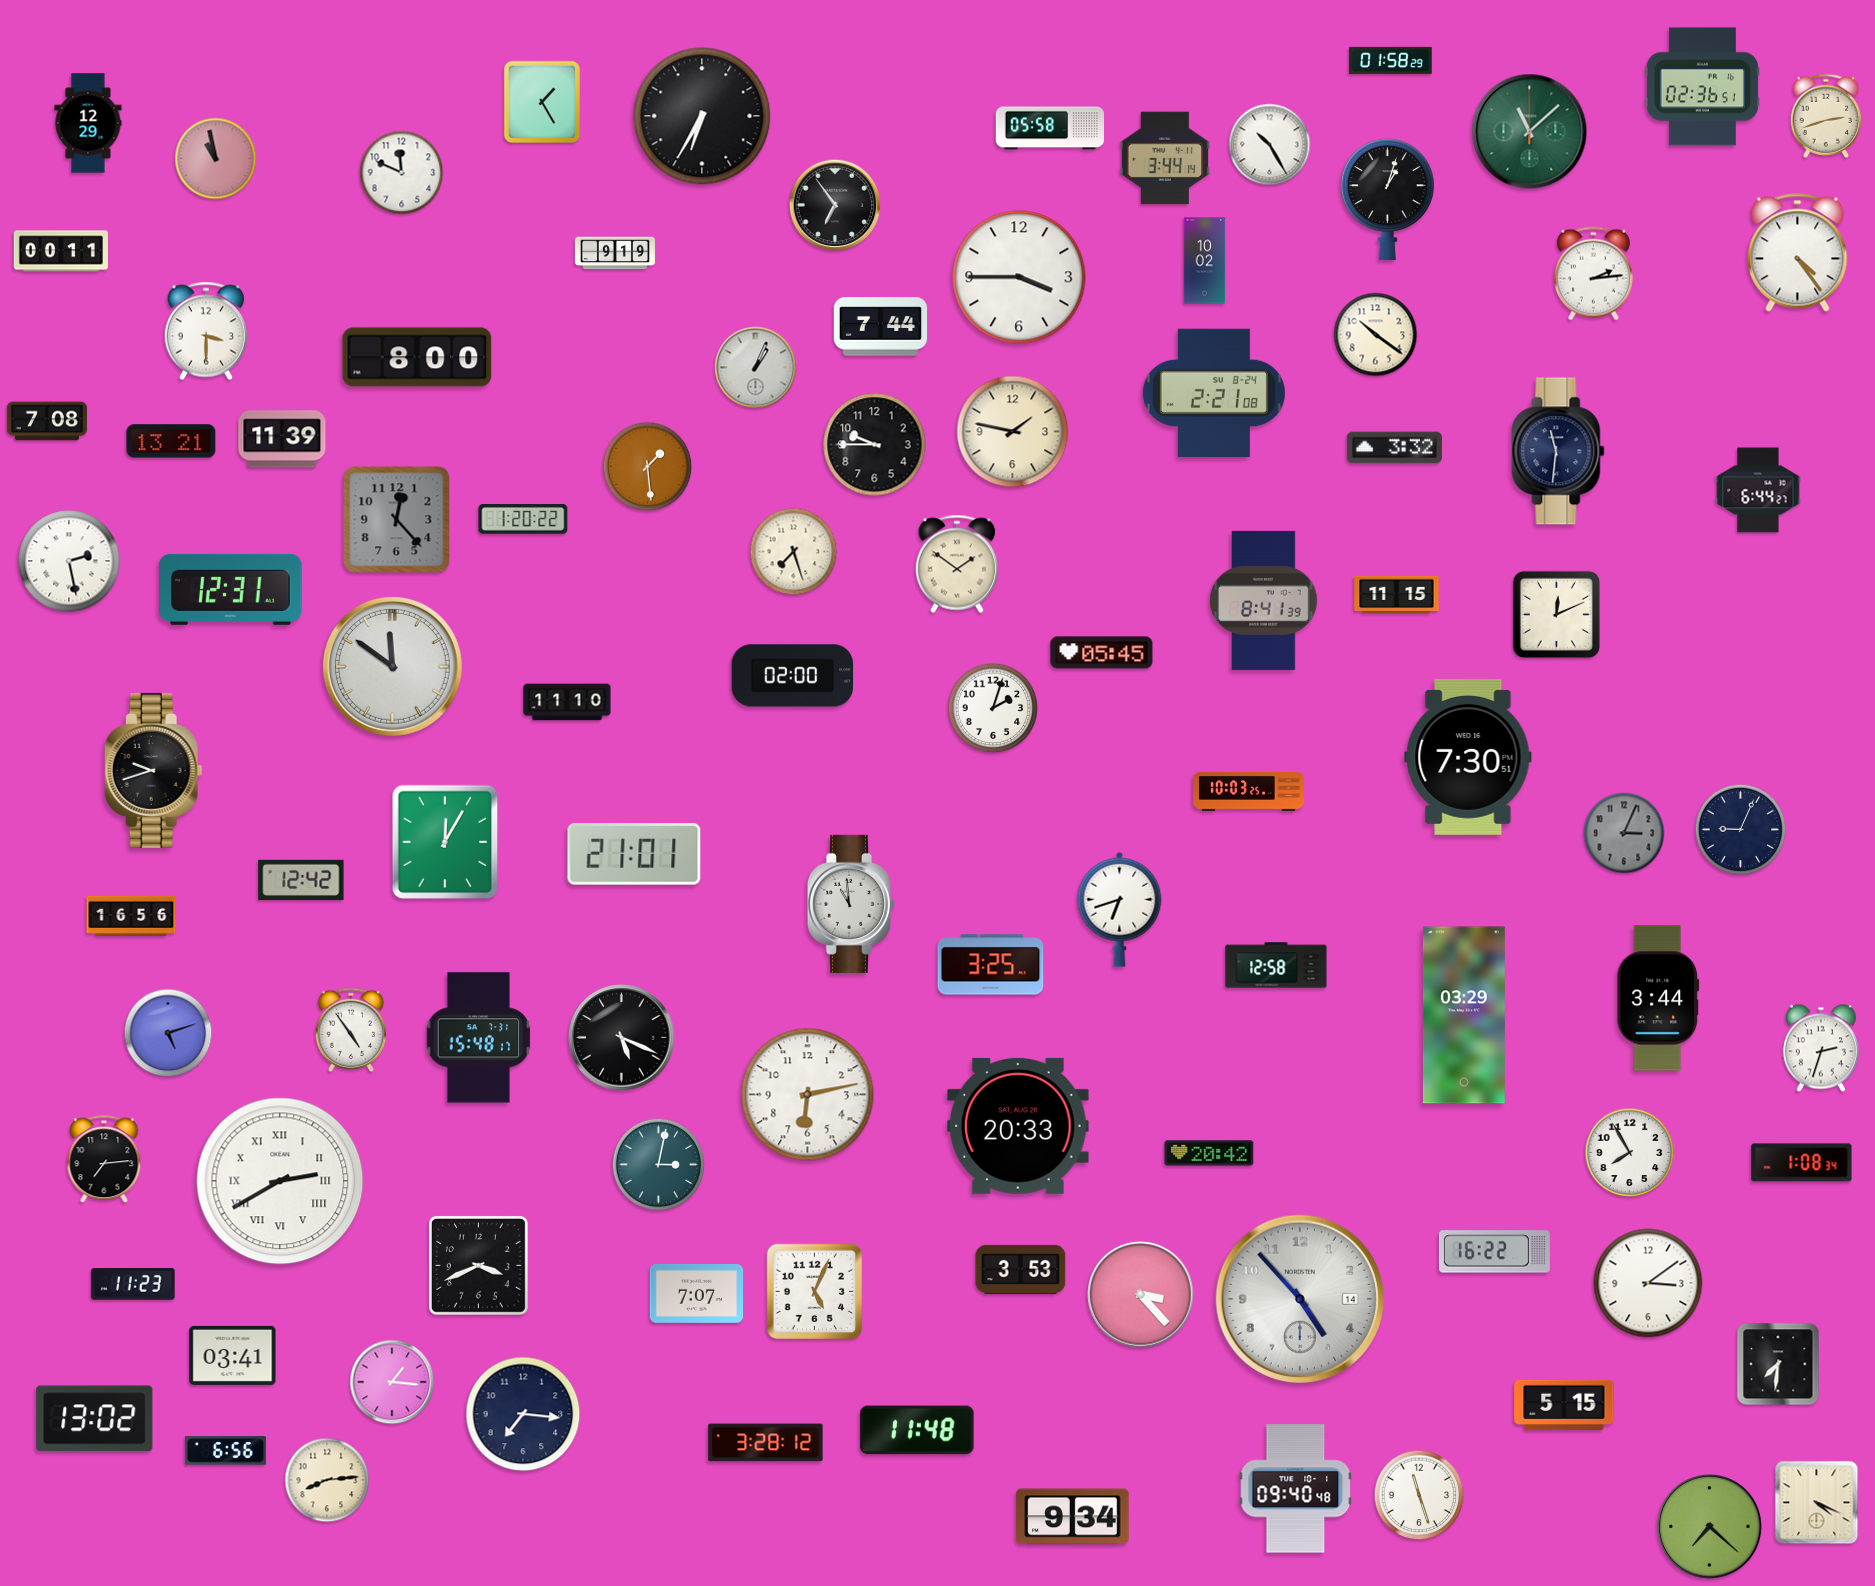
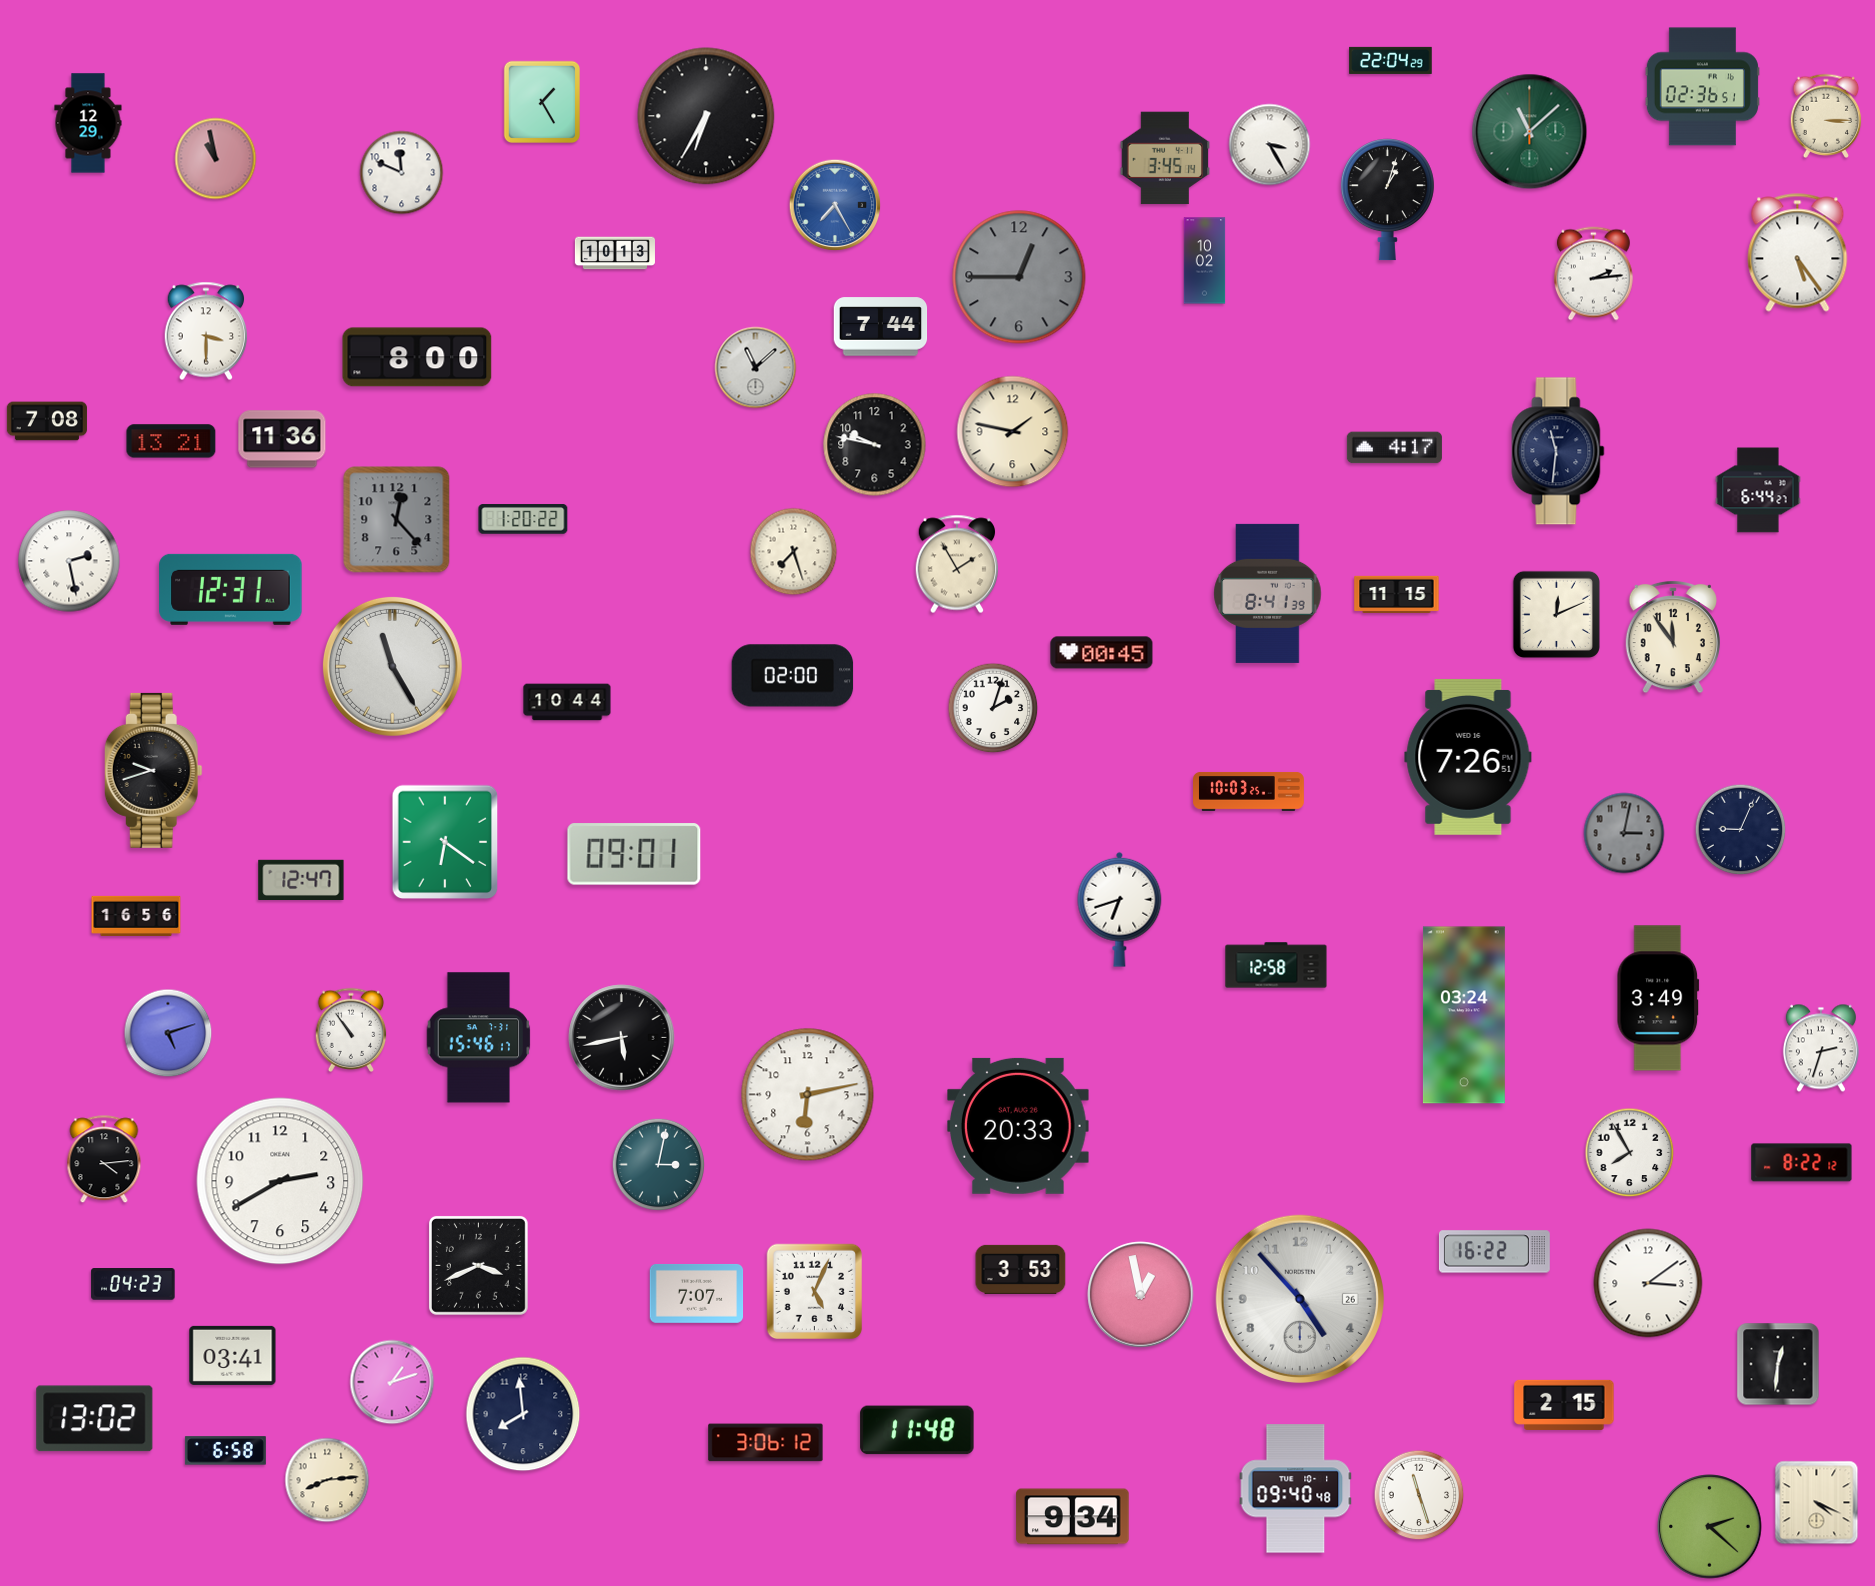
clock at (1391, 60): 01:58 -> 22:04
clock at (1826, 115): 2:42 -> 3:15
clock at (702, 116) position: (702, 116) -> (706, 116)
clock at (1049, 128): 05:58 -> none
clock at (1270, 145): 10:25 -> 3:25
clock at (1165, 158): 3:44 -> 3:45
clock at (835, 205): 6:54 -> 7:25
clock at (835, 205) dial: black -> blue
clock at (61, 251): 00:11 -> none
clock at (615, 253): 9:19 -> 10:13
clock at (1798, 253): 4:24 -> 5:24
clock at (1019, 277): 3:45 -> 12:45
clock at (1019, 277) dial: white -> grey
clock at (1376, 335): 10:21 -> none
clock at (756, 368): 1:04 -> 11:08
clock at (1214, 393): 2:21 -> none
clock at (282, 439): 11:39 -> 11:36
clock at (875, 445): 9:45 -> 9:47
clock at (1394, 448): 3:32 -> 4:17
clock at (648, 467): 1:29 -> none
clock at (956, 564): 1:51 -> 1:55
clock at (1264, 600) position: (1264, 600) -> (1268, 593)
clock at (1673, 637): none -> 11:54
clock at (1102, 653): 05:45 -> 00:45
clock at (392, 666): 11:51 -> 11:25
clock at (567, 702): 11:10 -> 10:44
clock at (1468, 757): 7:30 -> 7:26
clock at (1624, 833): 3:04 -> 3:02
clock at (445, 842): 12:05 -> 6:21
clock at (634, 854): 21:01 -> 09:01
clock at (301, 879): 12:42 -> 12:47
clock at (851, 904): 10:59 -> none
clock at (131, 916) position: (131, 916) -> (136, 916)
clock at (991, 965): 3:25 -> none
clock at (1658, 998): 3:44 -> 3:49
clock at (1464, 1015): 03:29 -> 03:24
clock at (351, 1029): 4:54 -> 10:54
clock at (479, 1038): 15:48 -> 15:46
clock at (622, 1038): 5:19 -> 5:43
clock at (1209, 1153): 20:42 -> none
clock at (104, 1160): 7:14 -> 4:14
clock at (1802, 1163): 1:08 -> 8:22
clock at (280, 1181) numerals: Roman -> Arabic
clock at (133, 1285): 11:23 -> 04:23
clock at (1141, 1295): 3:23 -> 12:58
clock at (1300, 1299) date: 14 -> 26
clock at (1778, 1364): 7:31 -> 12:31
clock at (392, 1382): 1:16 -> 1:12
clock at (1564, 1405): 5:15 -> 2:15
clock at (523, 1414): 7:16 -> 7:59
clock at (766, 1443): 3:28 -> 3:06
clock at (225, 1451): 6:56 -> 6:58
clock at (1710, 1527): 7:22 -> 2:22
